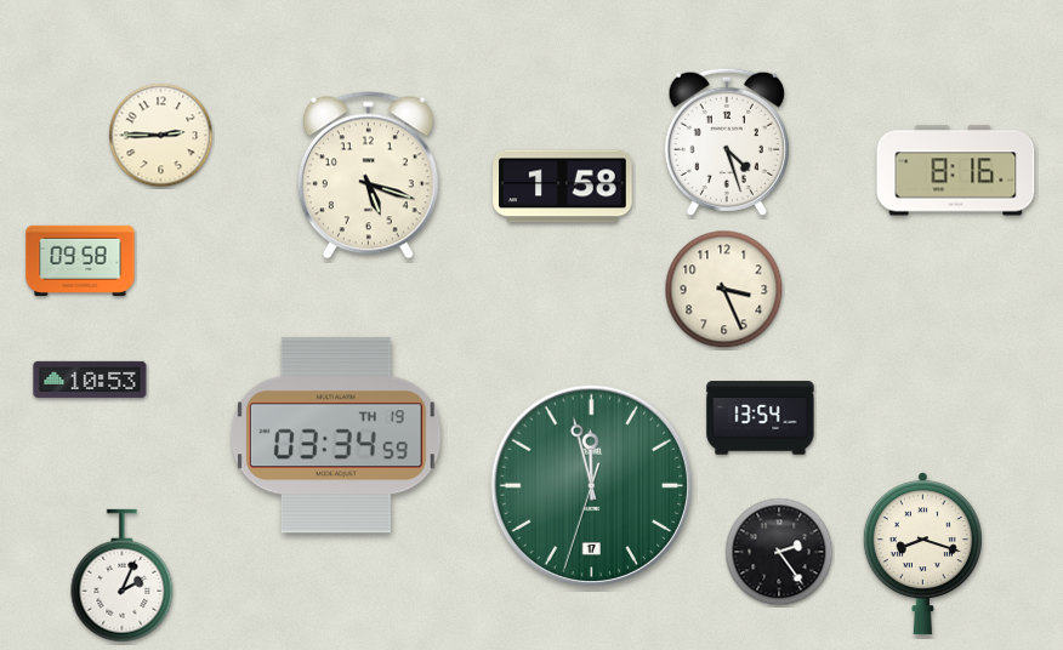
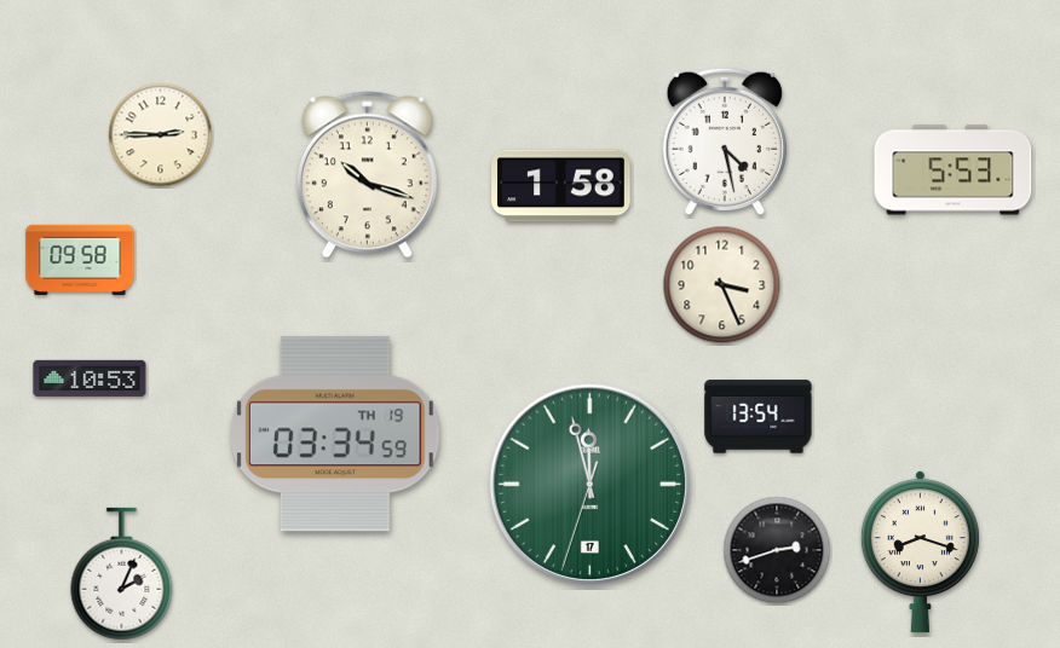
clock at (726, 142): 4:27 -> 4:28
clock at (956, 171): 8:16 -> 5:53
clock at (368, 176): 5:18 -> 10:18
clock at (724, 290) position: (724, 290) -> (722, 285)
clock at (779, 552): 2:24 -> 2:42
